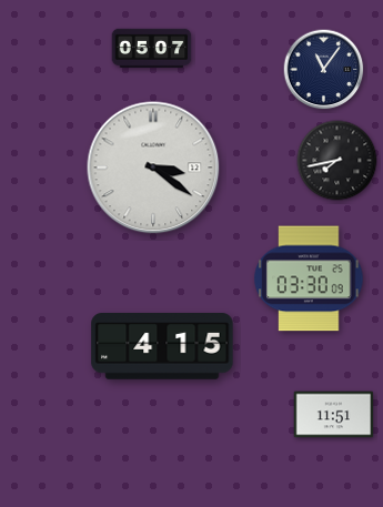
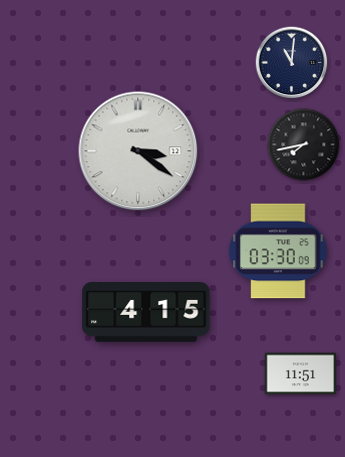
clock at (152, 48): 05:07 -> none
clock at (324, 70): 11:06 -> 11:01
